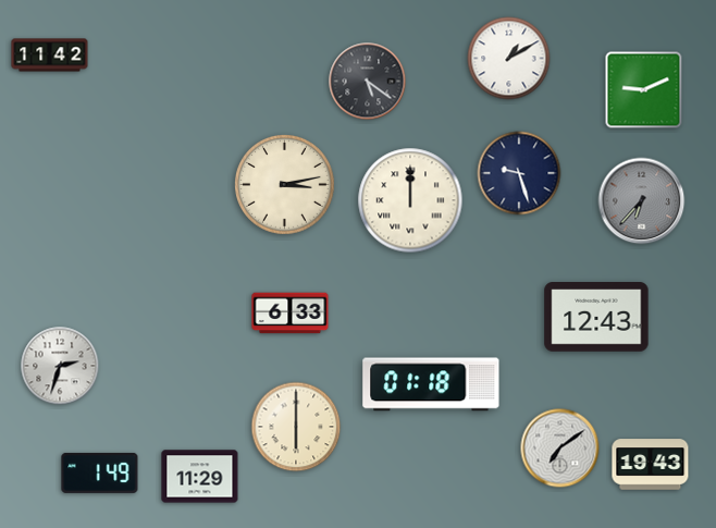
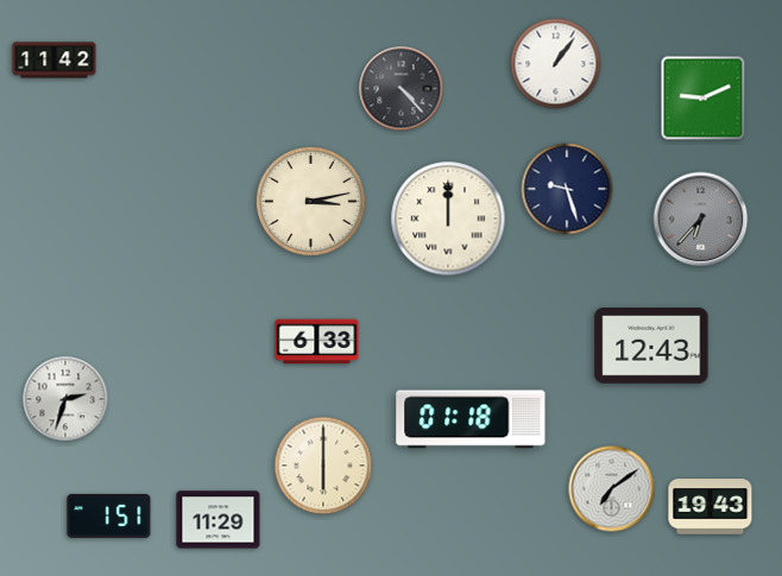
clock at (509, 59): 1:10 -> 1:06
clock at (368, 82): 5:21 -> 4:23
clock at (100, 472): 1:49 -> 1:51
